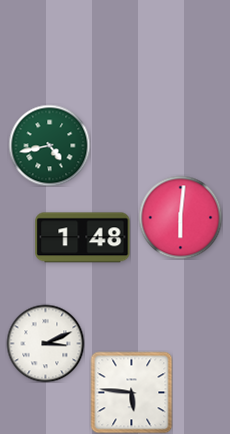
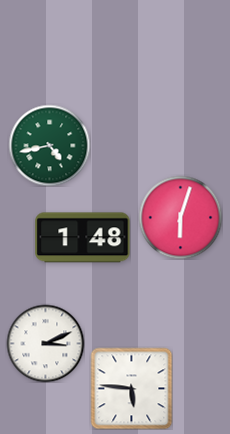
clock at (180, 217): 6:01 -> 6:03
clock at (131, 392) position: (131, 392) -> (131, 388)
